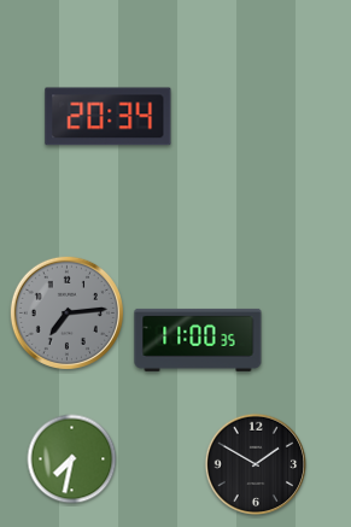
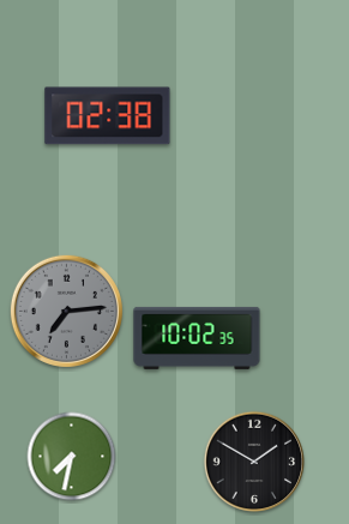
clock at (109, 117): 20:34 -> 02:38
clock at (198, 340): 11:00 -> 10:02
